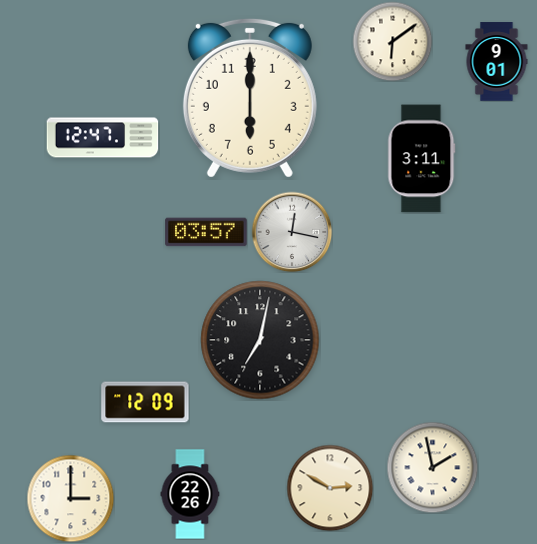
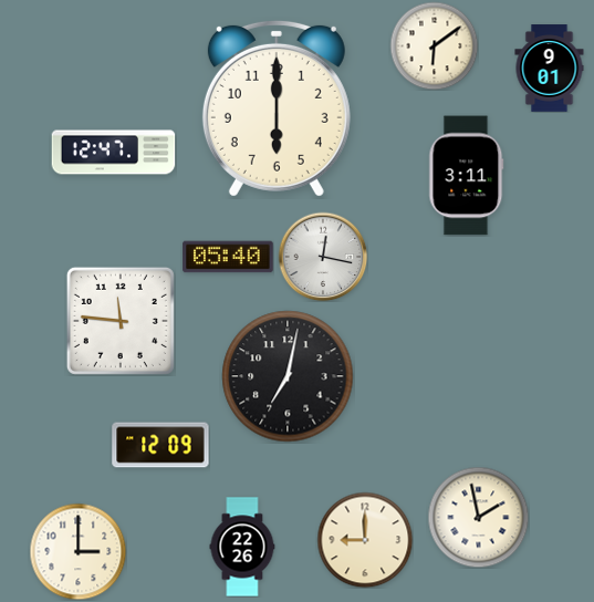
clock at (206, 232): 03:57 -> 05:40
clock at (121, 321): none -> 11:46
clock at (330, 488): 2:50 -> 9:00
clock at (190, 494) position: (190, 494) -> (242, 547)
